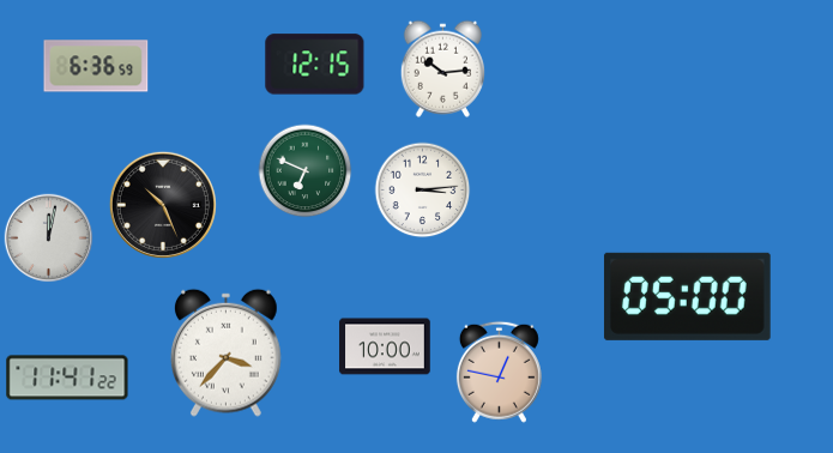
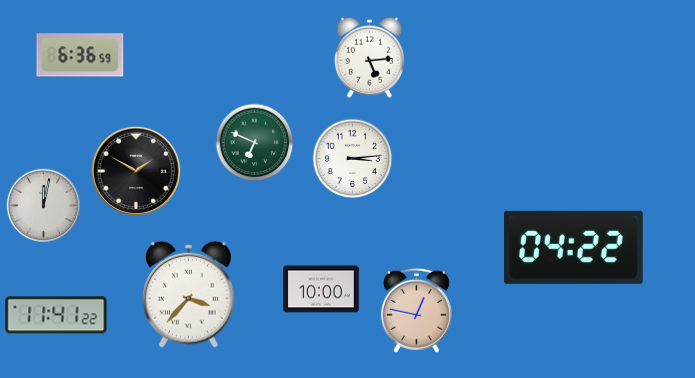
clock at (315, 65): 12:15 -> none
clock at (442, 68): 10:14 -> 5:14
clock at (163, 205): 10:26 -> 1:50
clock at (49, 238) position: (49, 238) -> (44, 206)
clock at (687, 296): 05:00 -> 04:22
